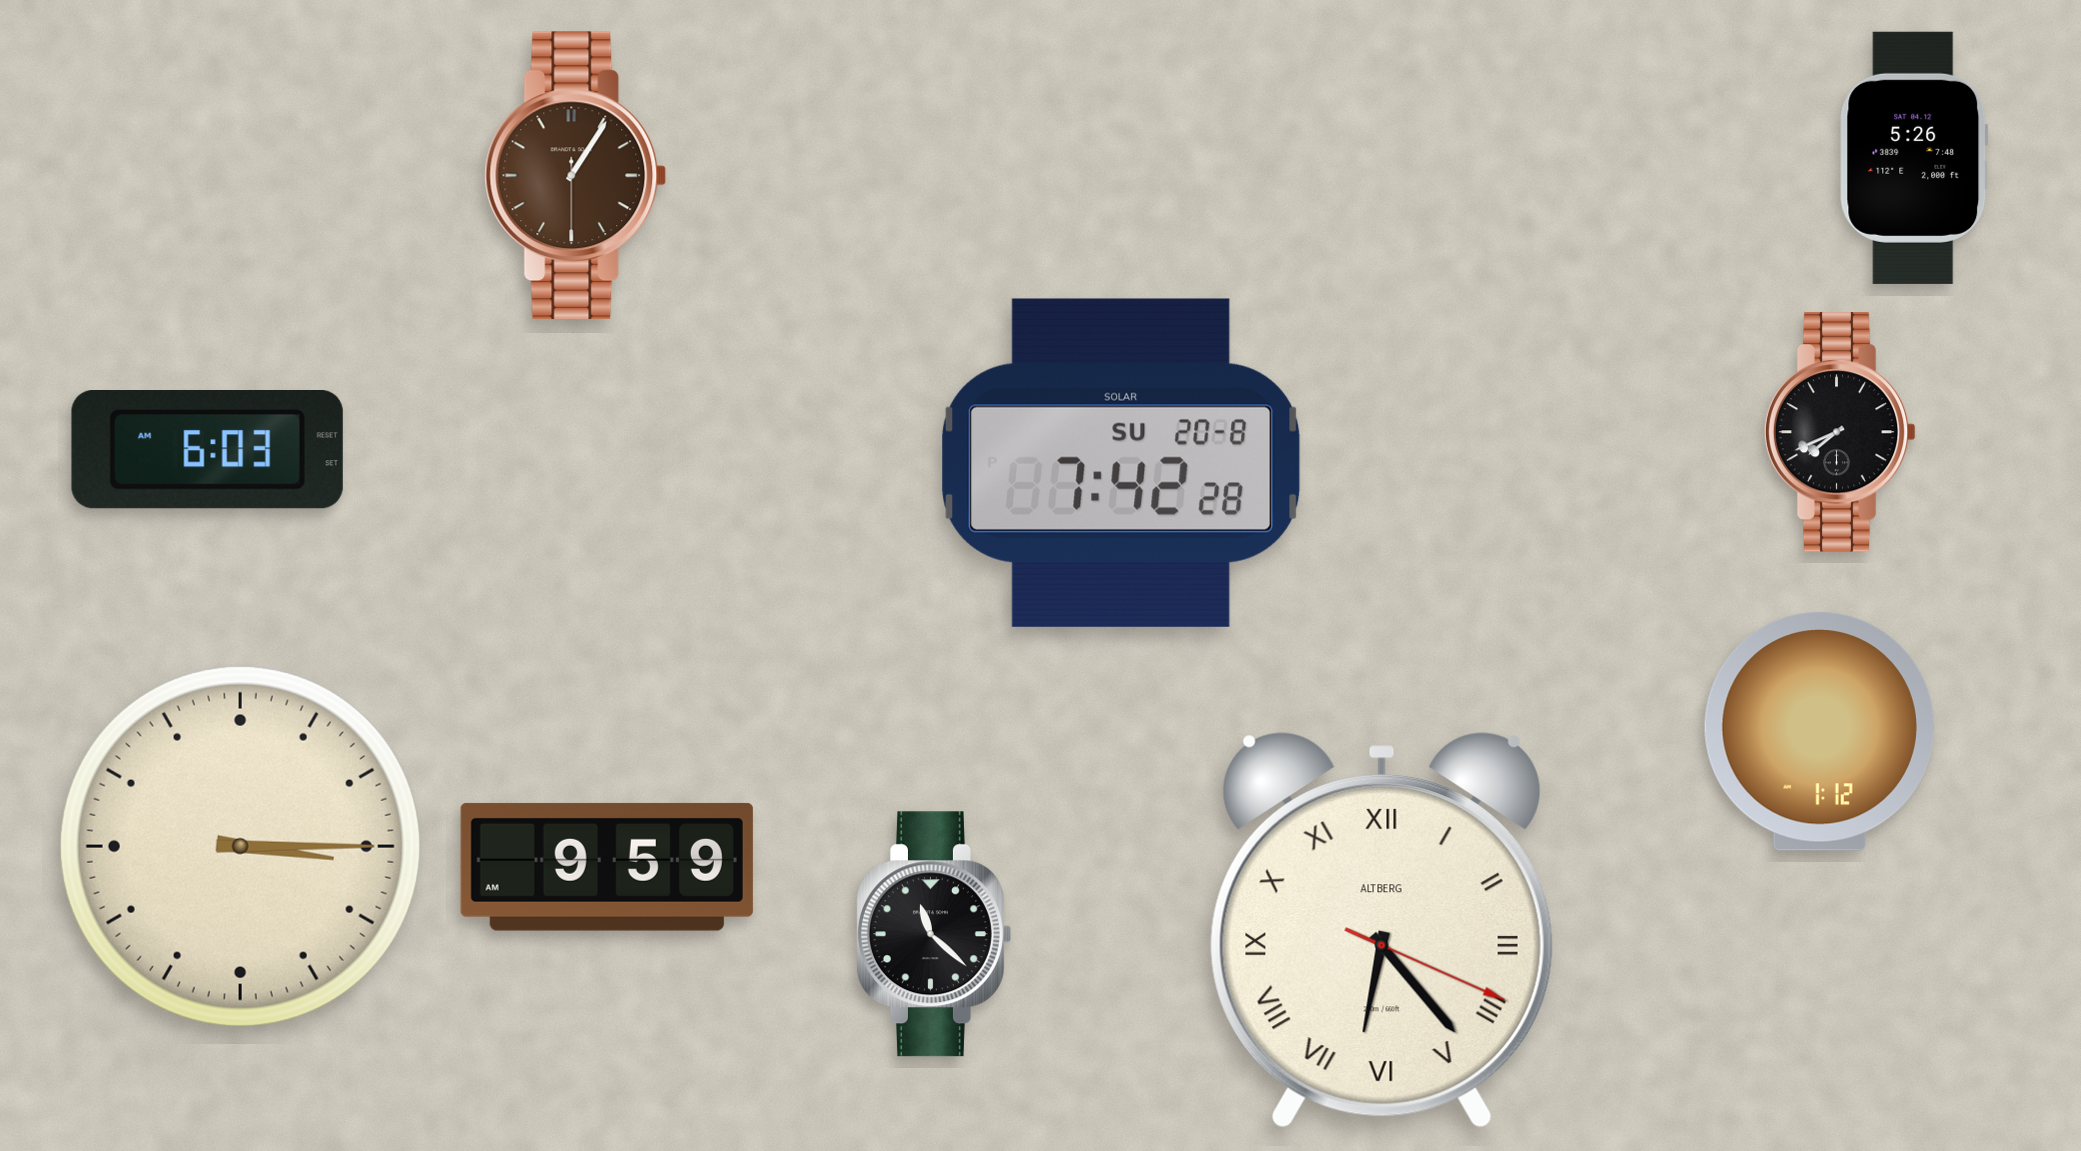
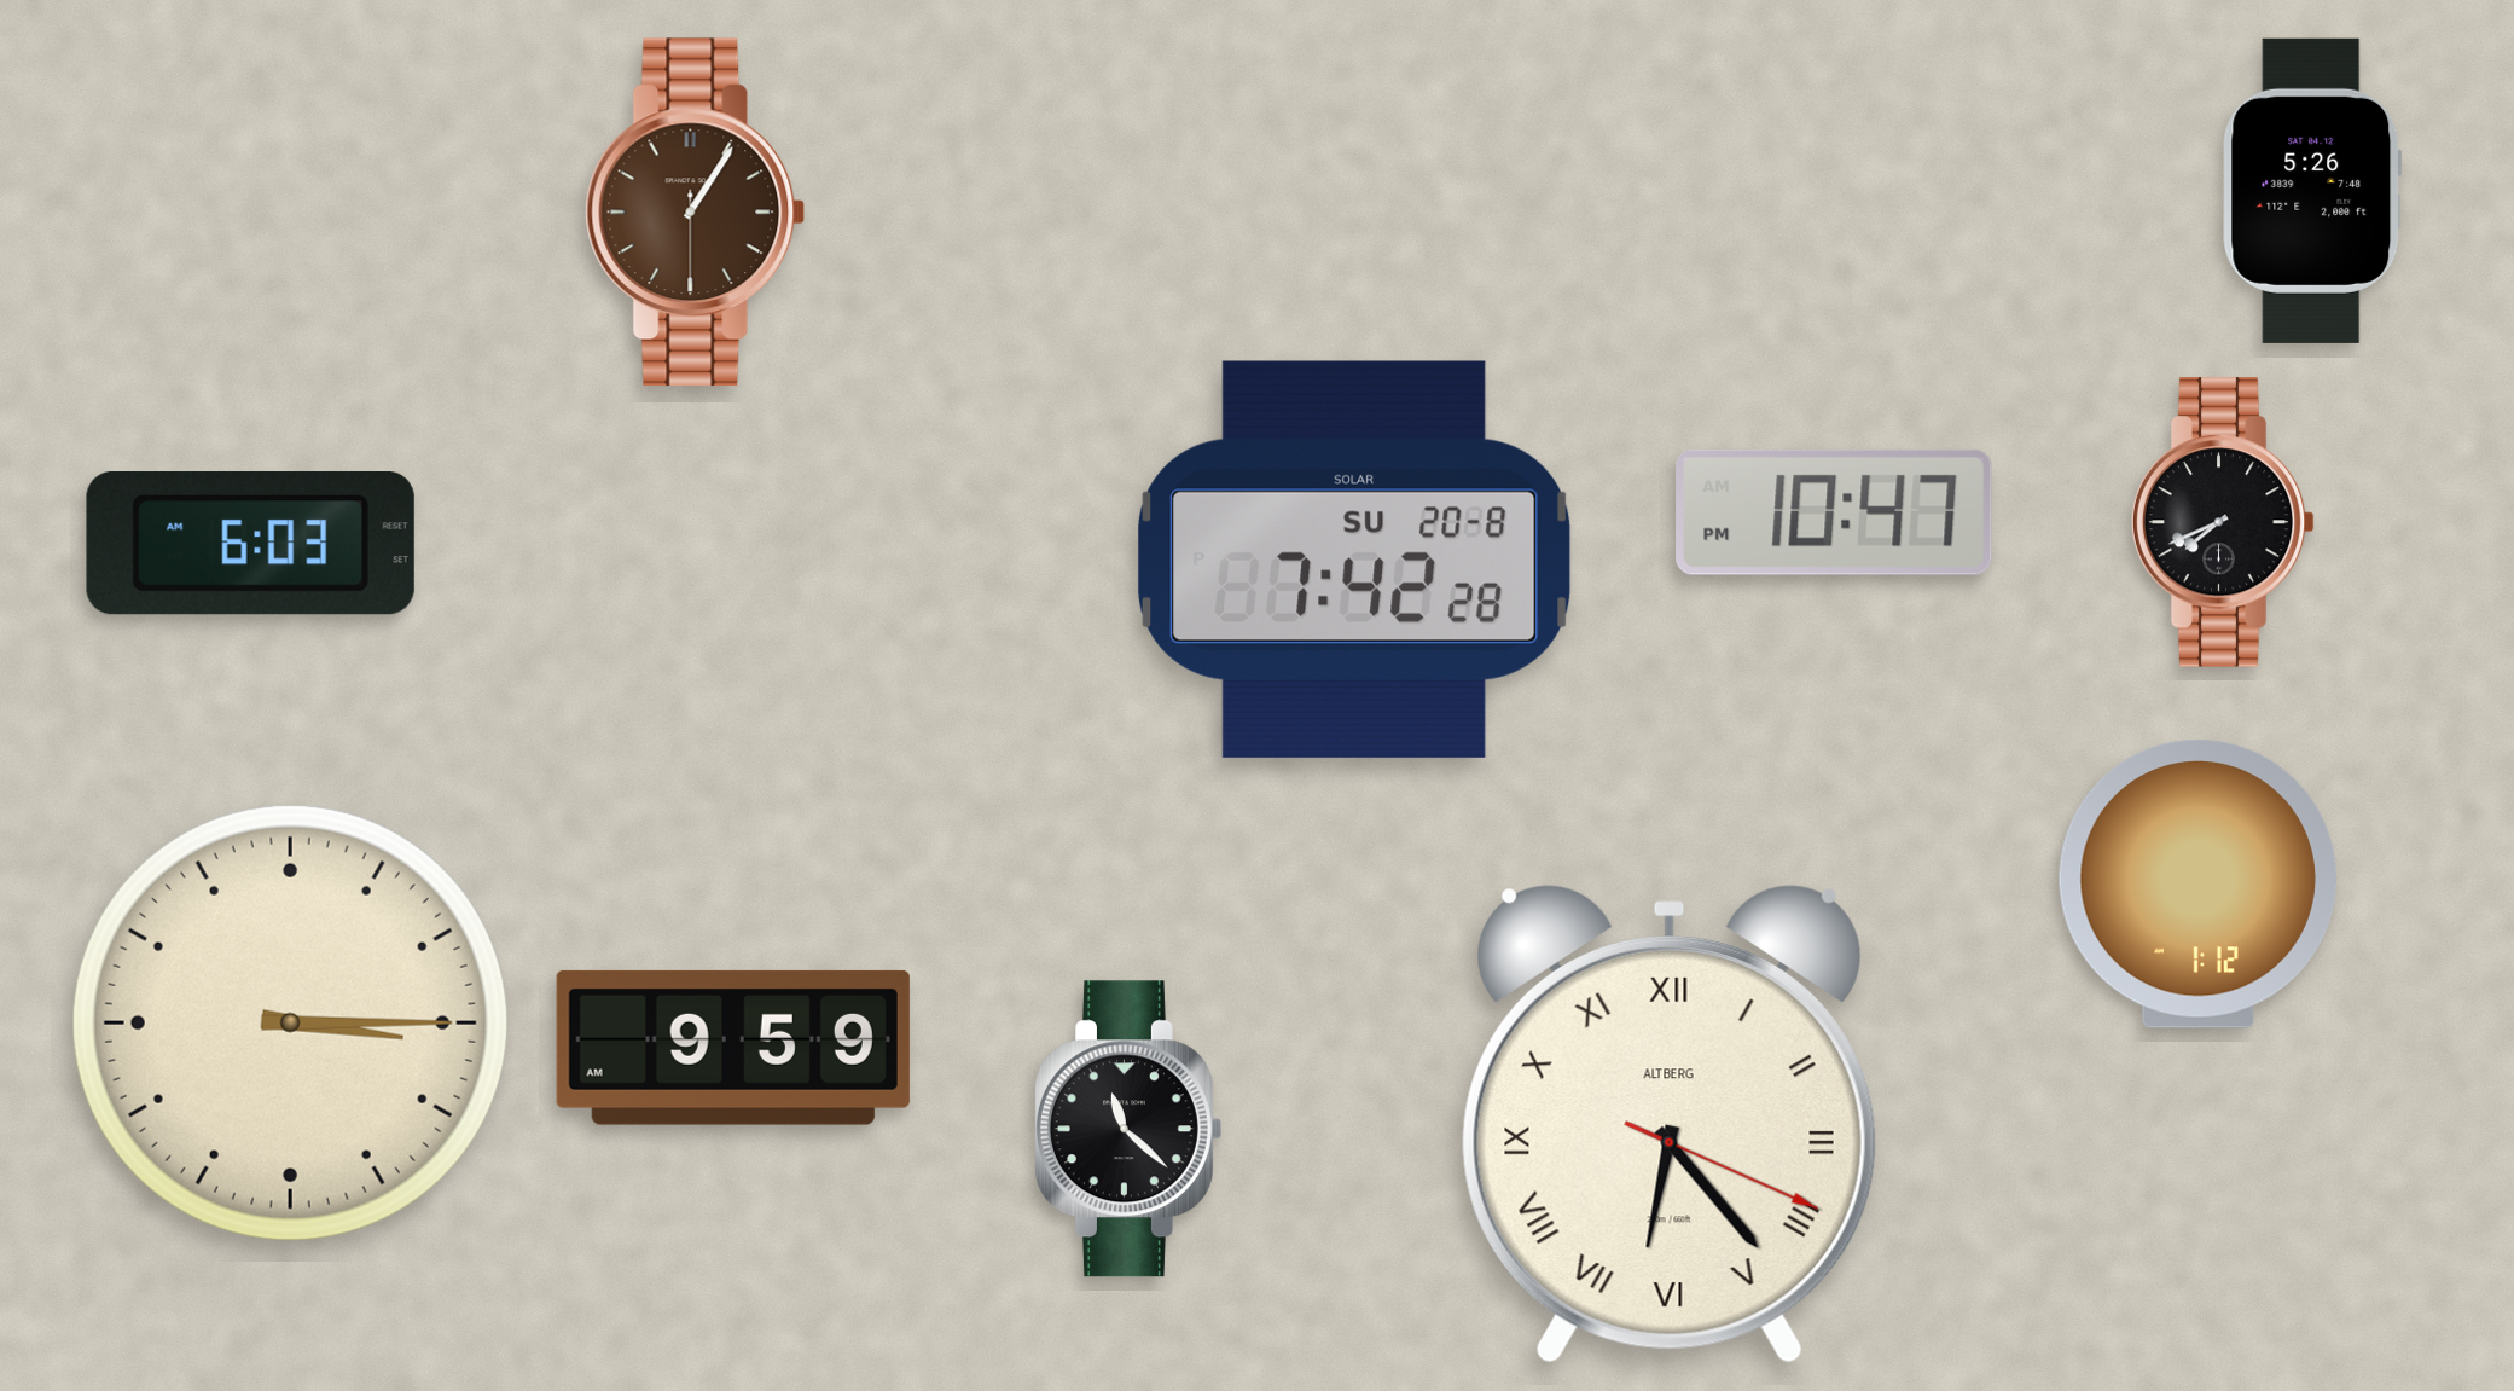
clock at (1834, 512): none -> 10:47
